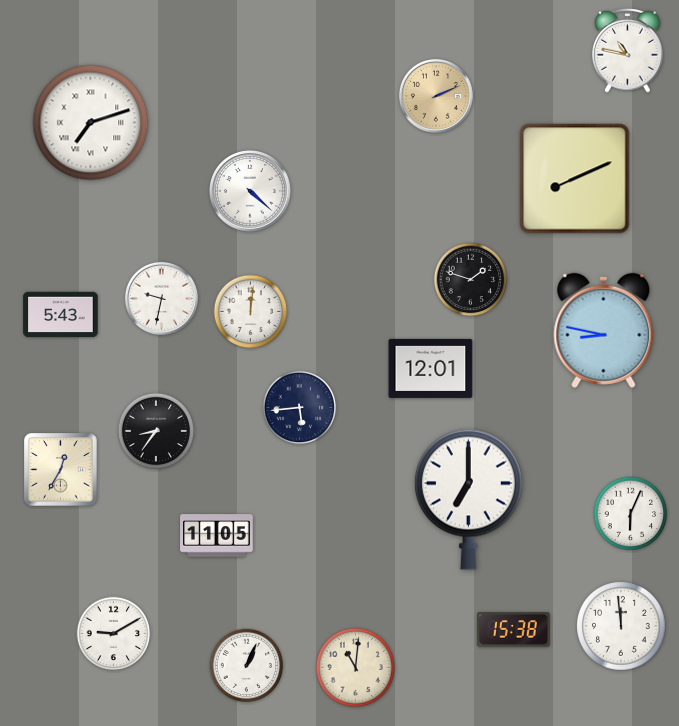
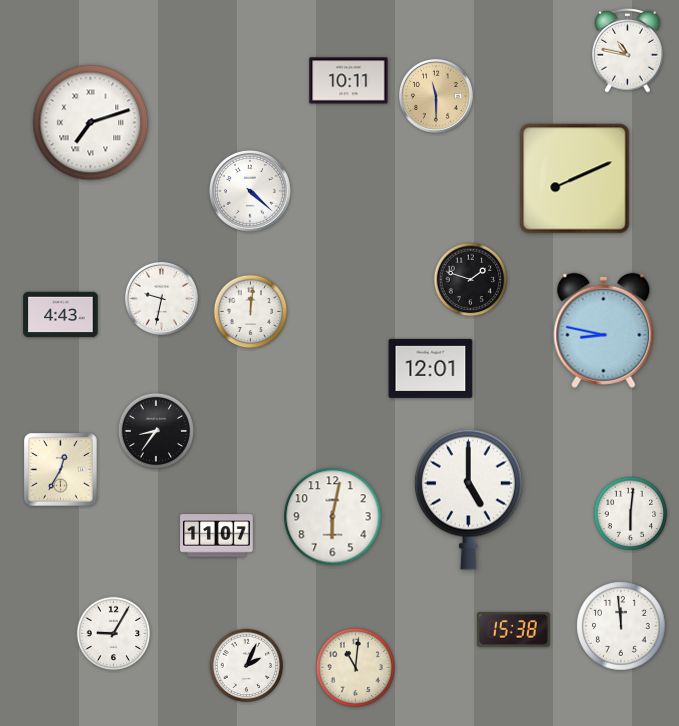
clock at (349, 81): none -> 10:11
clock at (436, 96): 2:11 -> 11:30
clock at (61, 315): 5:43 -> 4:43
clock at (300, 408): 5:44 -> none
clock at (468, 499): 7:00 -> 5:00
clock at (631, 514): 6:04 -> 6:01
clock at (333, 517): none -> 6:02
clock at (217, 536): 11:05 -> 11:07
clock at (114, 634): 9:10 -> 9:05
clock at (247, 666): 1:04 -> 2:04
